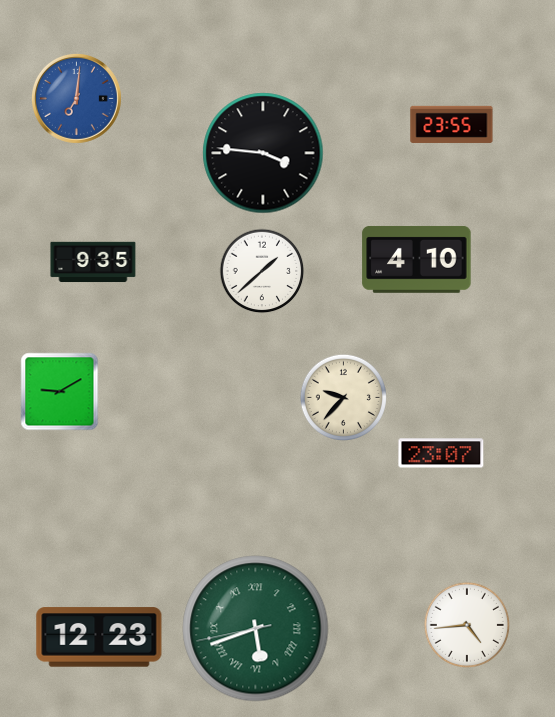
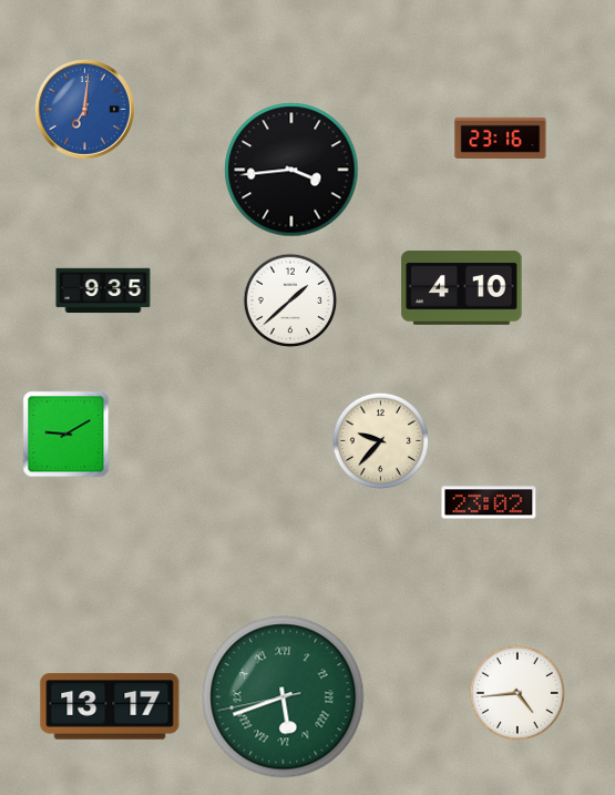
clock at (452, 124): 23:55 -> 23:16
clock at (263, 153): 3:46 -> 3:44
clock at (441, 453): 23:07 -> 23:02
clock at (99, 637): 12:23 -> 13:17
